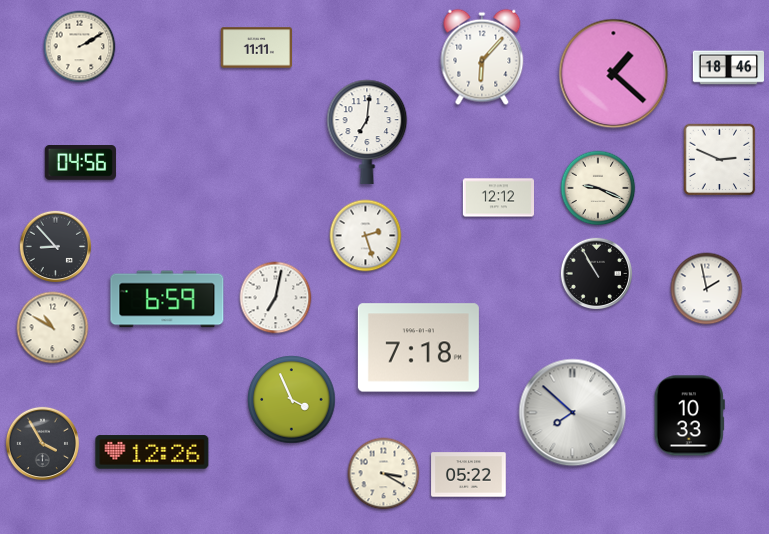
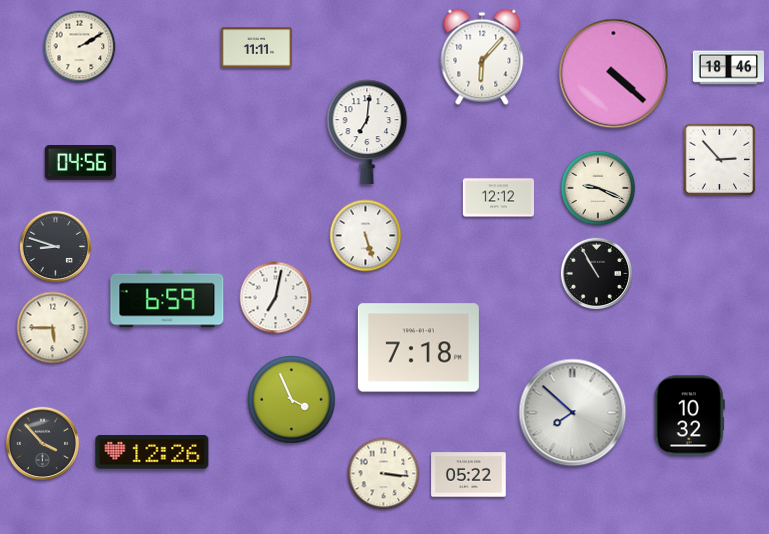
clock at (614, 74): 1:22 -> 4:22
clock at (720, 160): 2:49 -> 2:53
clock at (366, 236): 2:27 -> 5:27
clock at (56, 247): 8:53 -> 8:48
clock at (707, 289): 1:58 -> none
clock at (53, 328): 10:50 -> 5:45
clock at (689, 416): 10:33 -> 10:32
clock at (42, 443): 3:55 -> 3:53
clock at (384, 474): 3:20 -> 3:16
